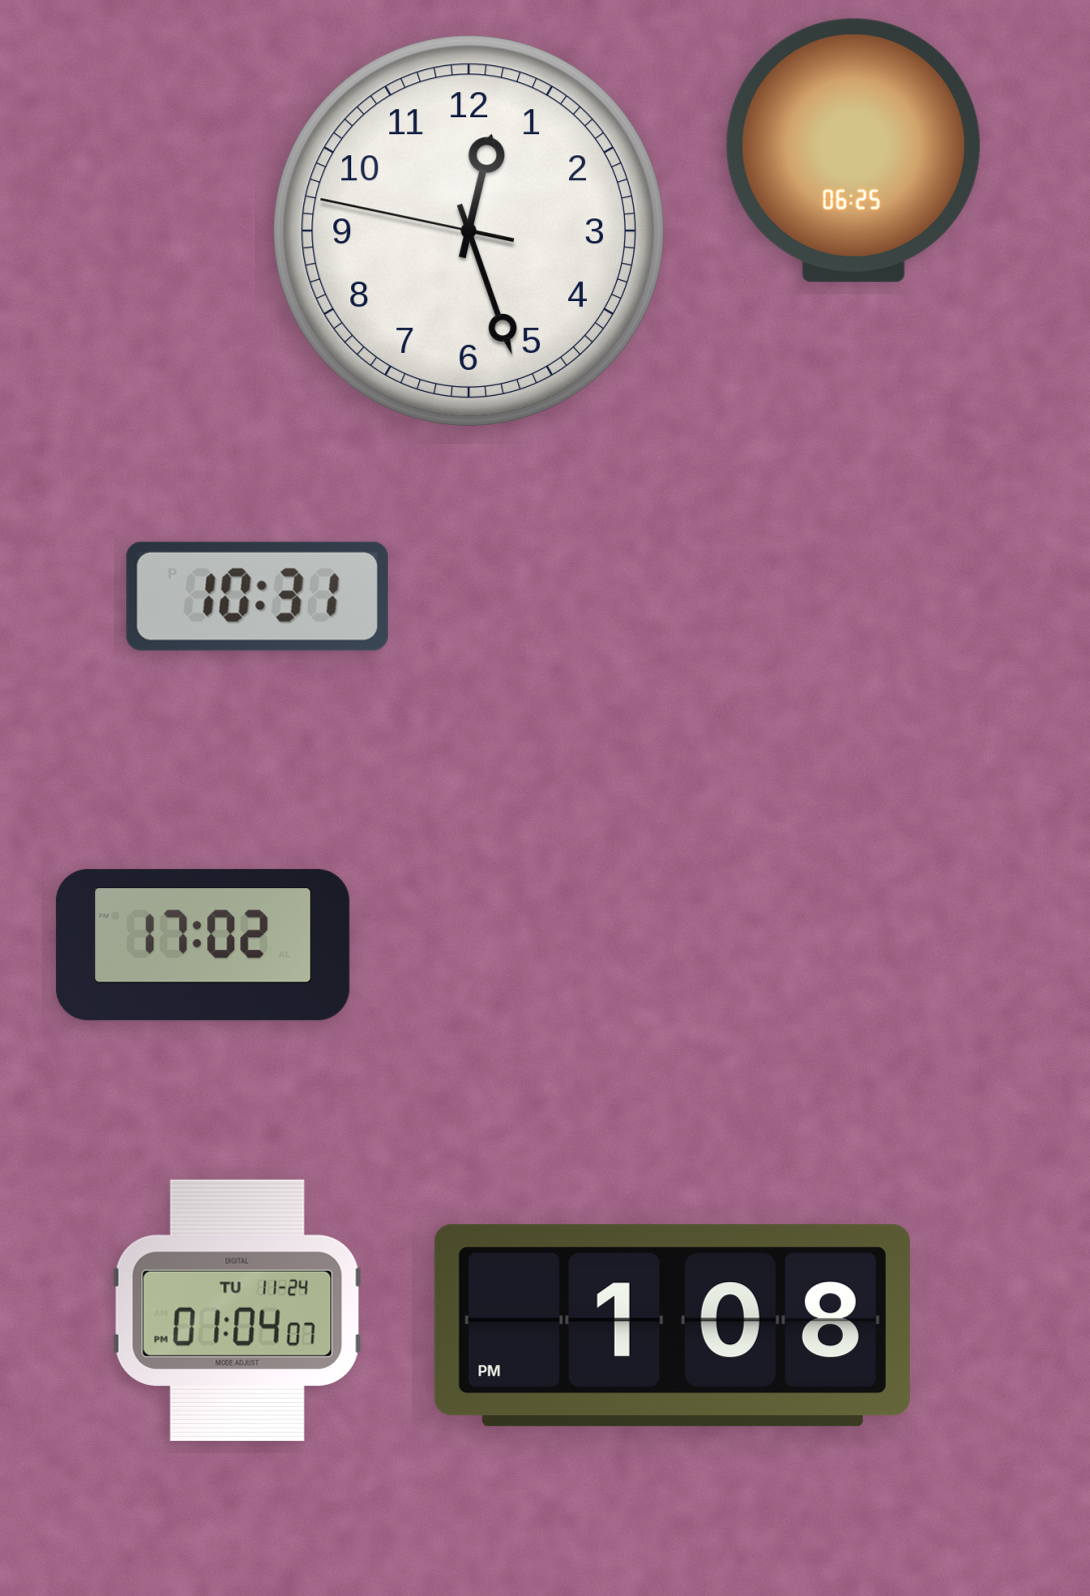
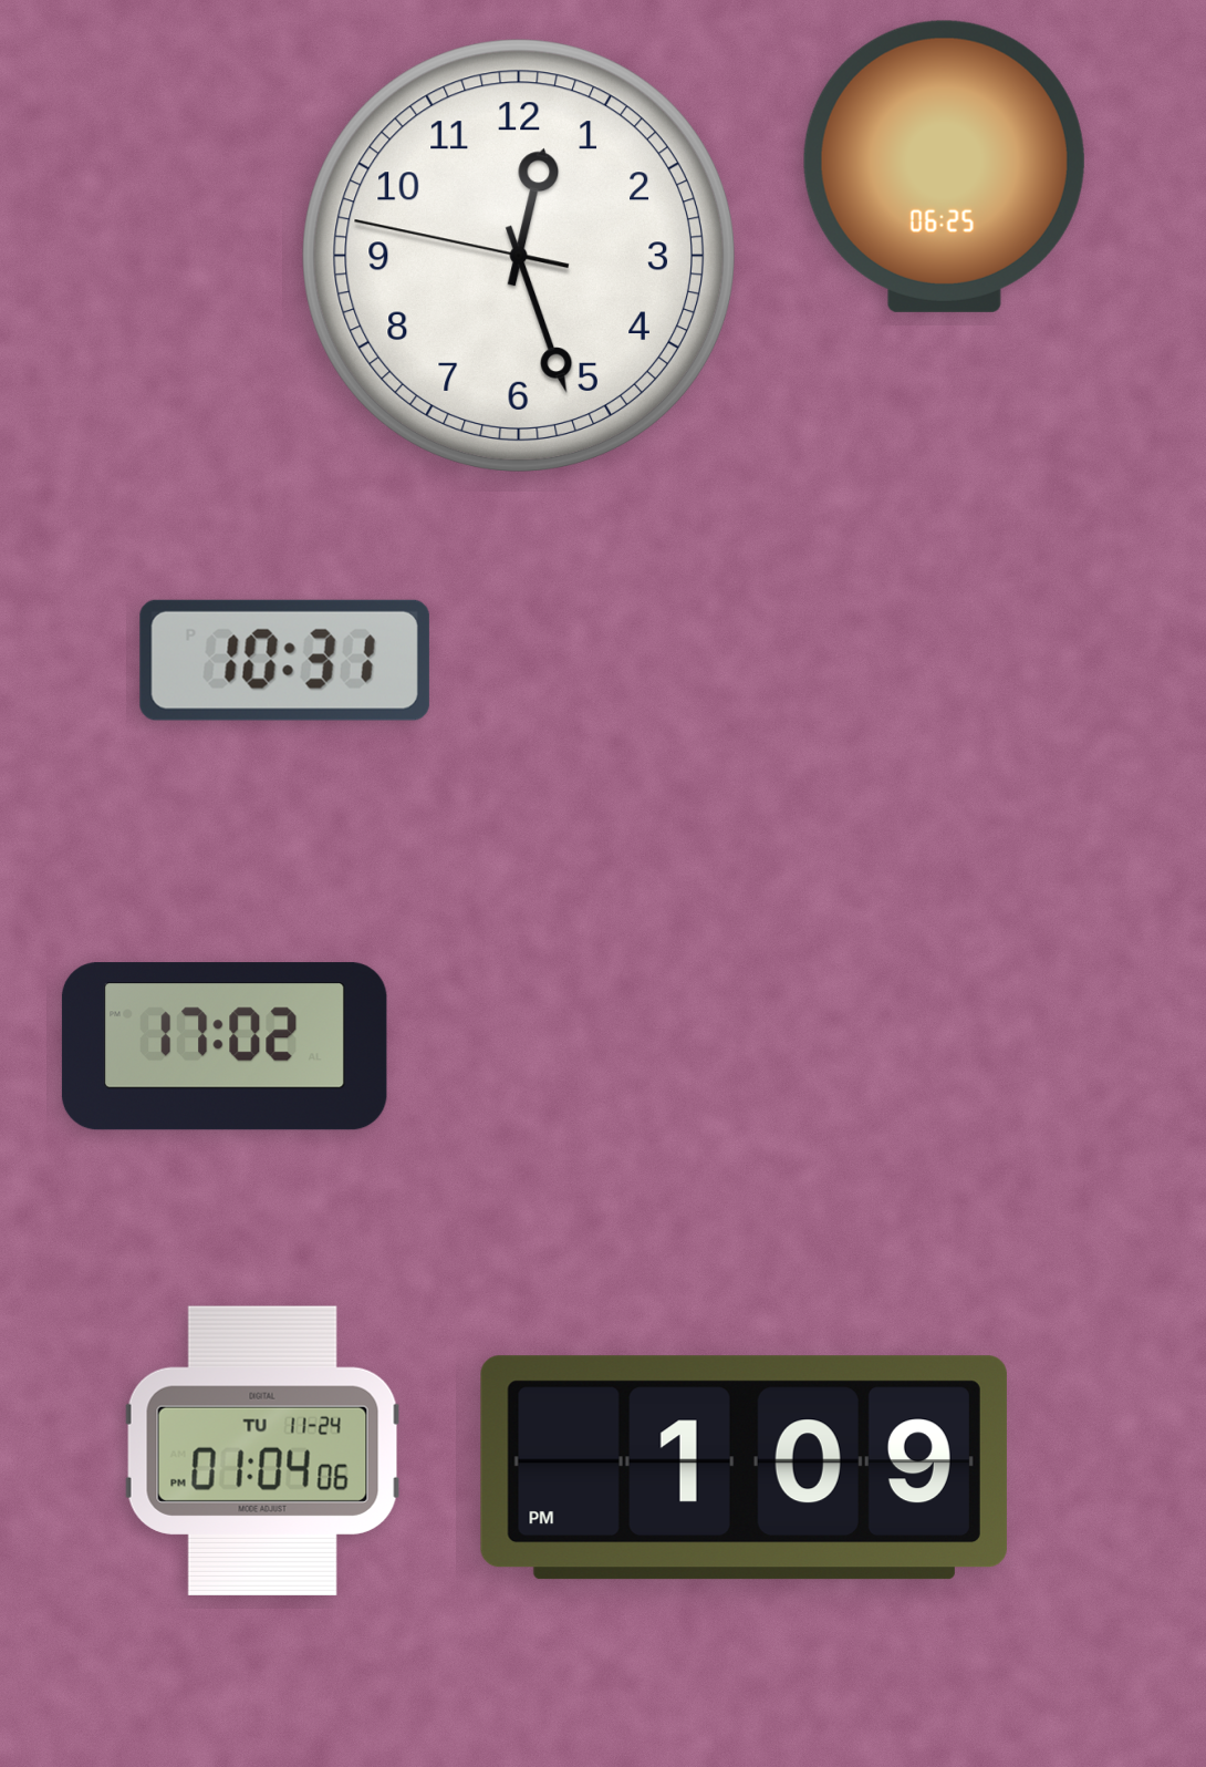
clock at (238, 1310): 01:04:07 PM -> 01:04:06 PM
clock at (672, 1326): 1:08 -> 1:09
